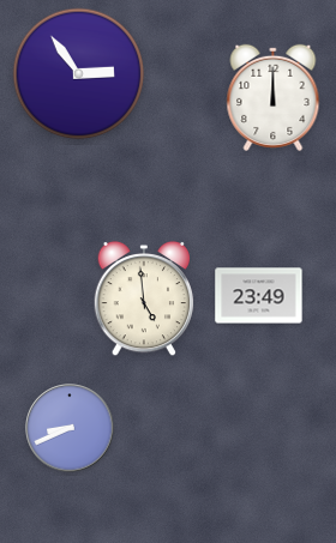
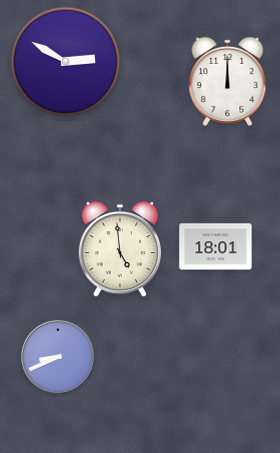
clock at (79, 74): 2:54 -> 2:50
clock at (259, 296): 23:49 -> 18:01
